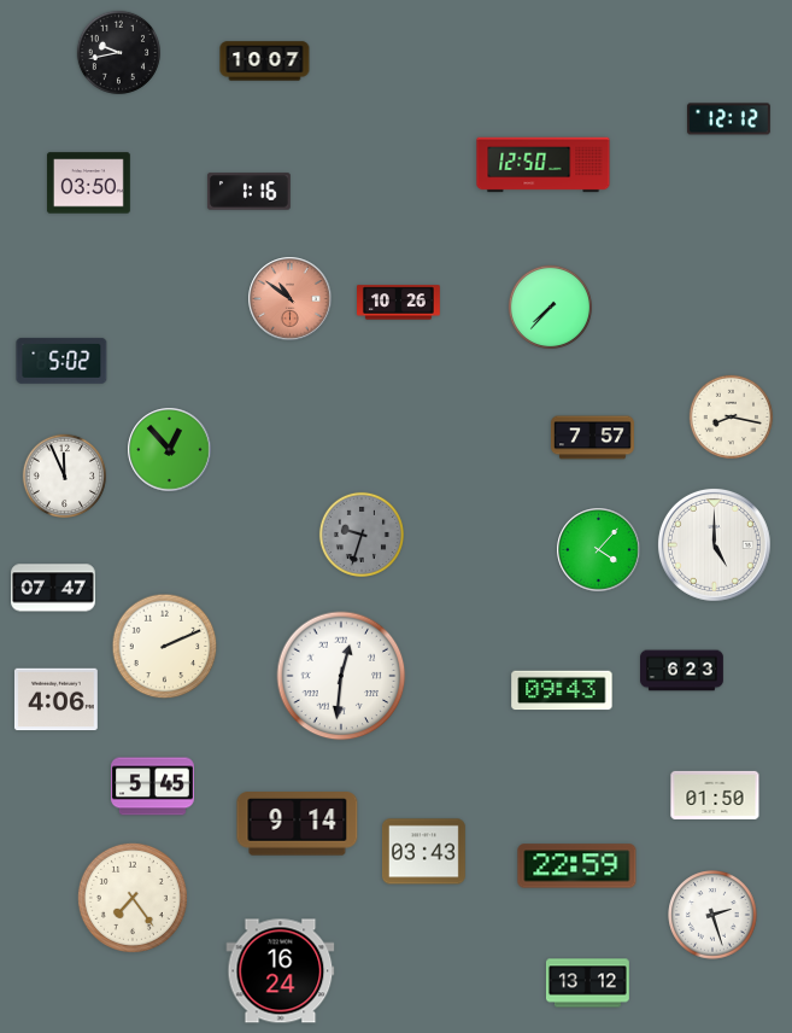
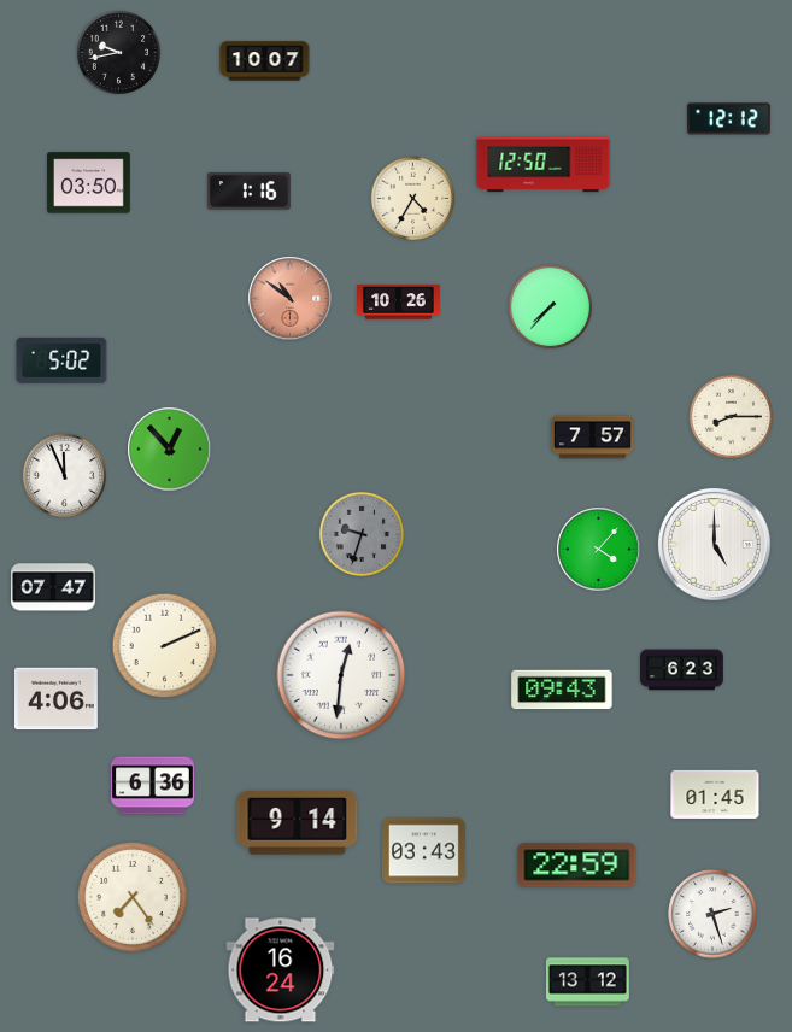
clock at (412, 198): none -> 4:35
clock at (731, 416): 8:17 -> 8:15
clock at (153, 787): 5:45 -> 6:36
clock at (715, 795): 01:50 -> 01:45
